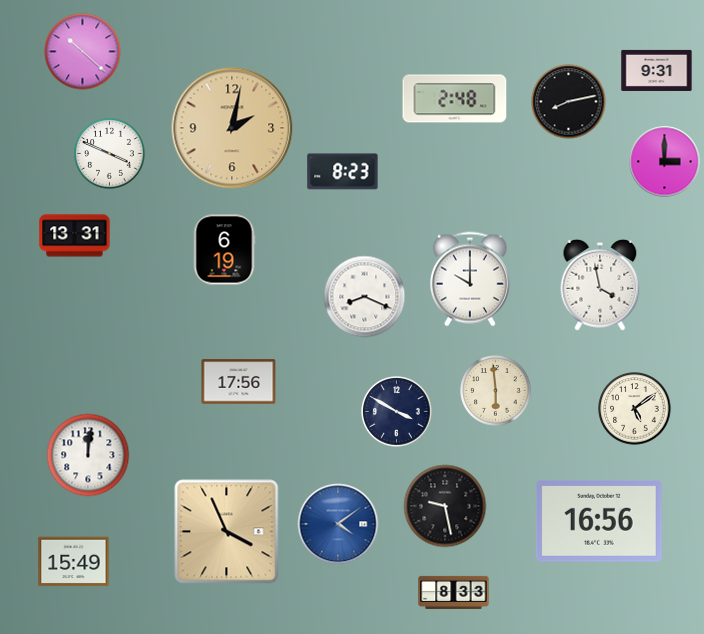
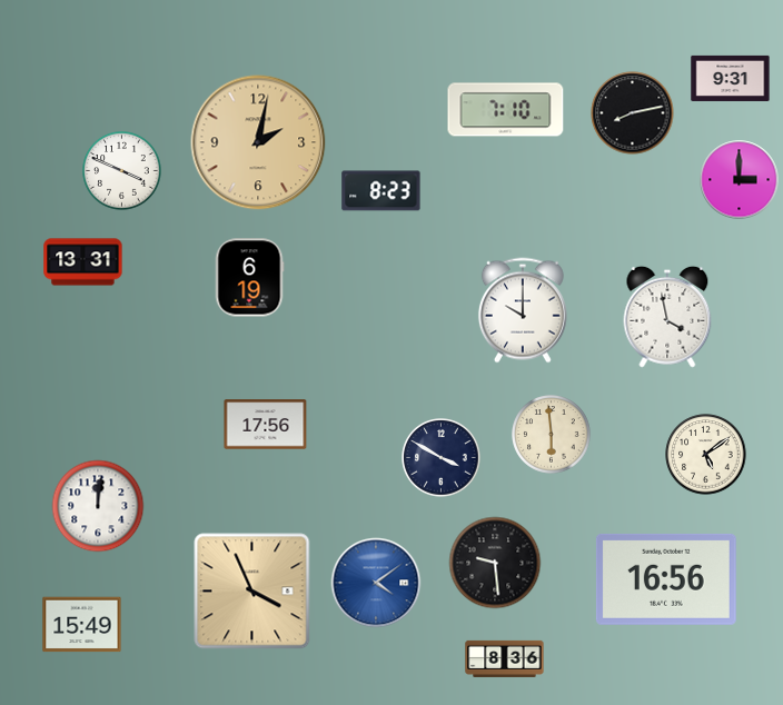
clock at (83, 52): 10:22 -> none
clock at (455, 99): 2:48 -> 7:10
clock at (365, 297): 8:19 -> none
clock at (445, 506): 9:28 -> 9:29
clock at (454, 592): 8:33 -> 8:36
